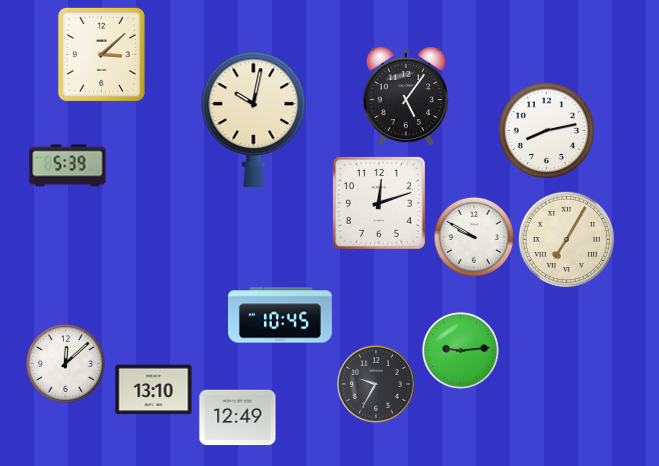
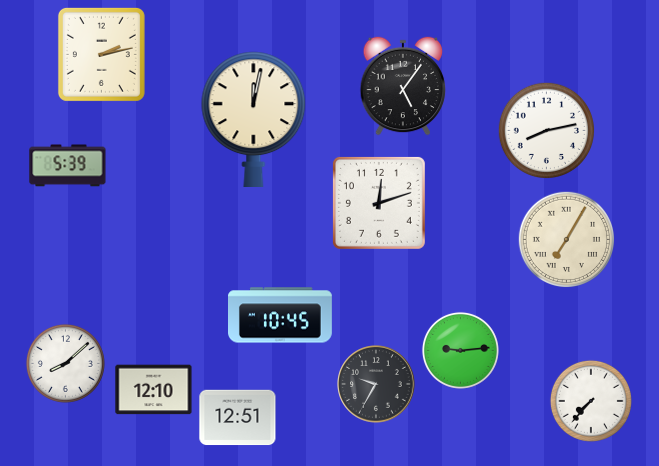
clock at (101, 54): 3:08 -> 2:13
clock at (406, 96) position: (406, 96) -> (403, 86)
clock at (254, 119): 10:02 -> 12:02
clock at (474, 237): 9:50 -> none
clock at (65, 363): 12:08 -> 8:08
clock at (154, 390): 13:10 -> 12:10
clock at (591, 401): none -> 7:37
clock at (238, 418): 12:49 -> 12:51
